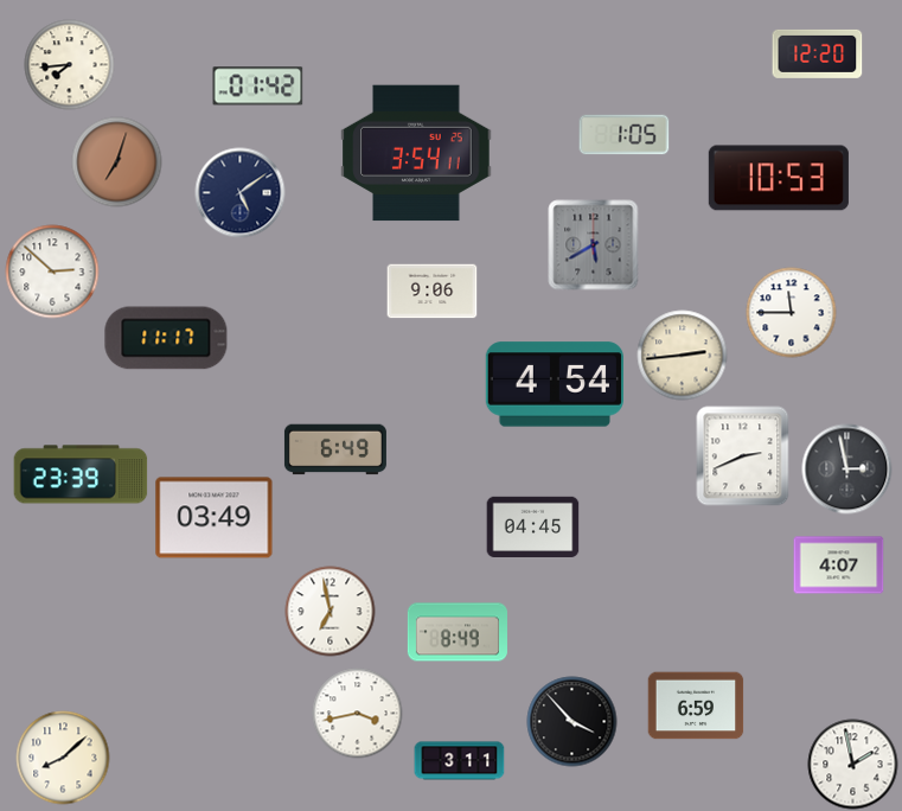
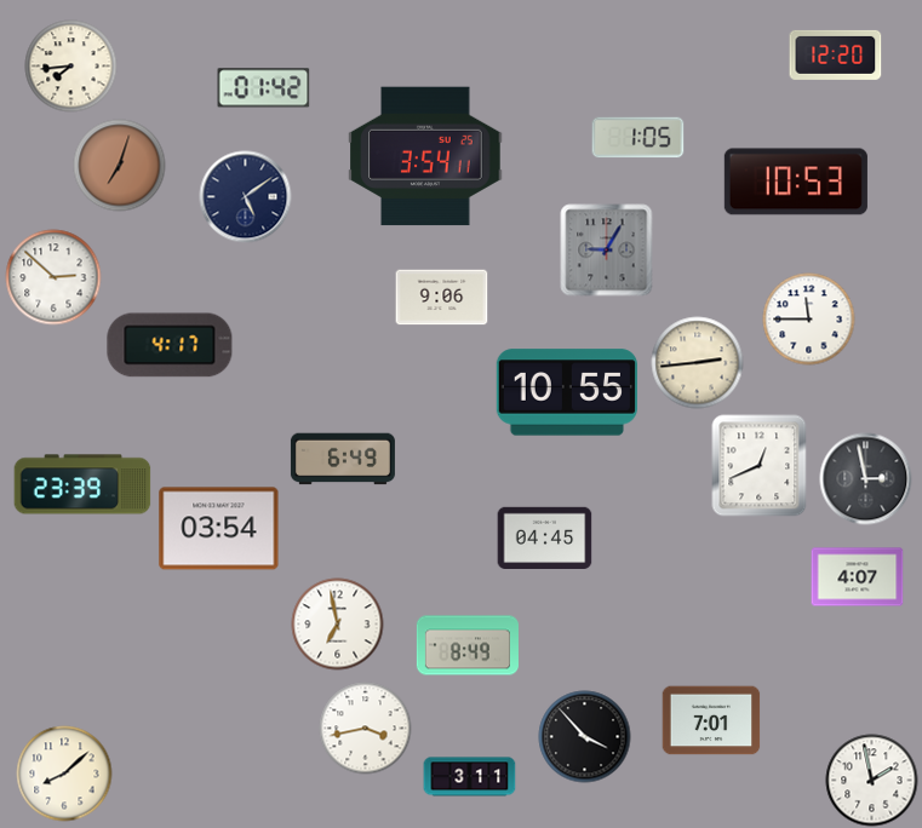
clock at (594, 245): 5:40 -> 9:05
clock at (166, 338): 11:17 -> 4:17
clock at (555, 384): 4:54 -> 10:55
clock at (743, 456): 2:41 -> 12:41
clock at (215, 518): 03:49 -> 03:54
clock at (696, 705): 6:59 -> 7:01
